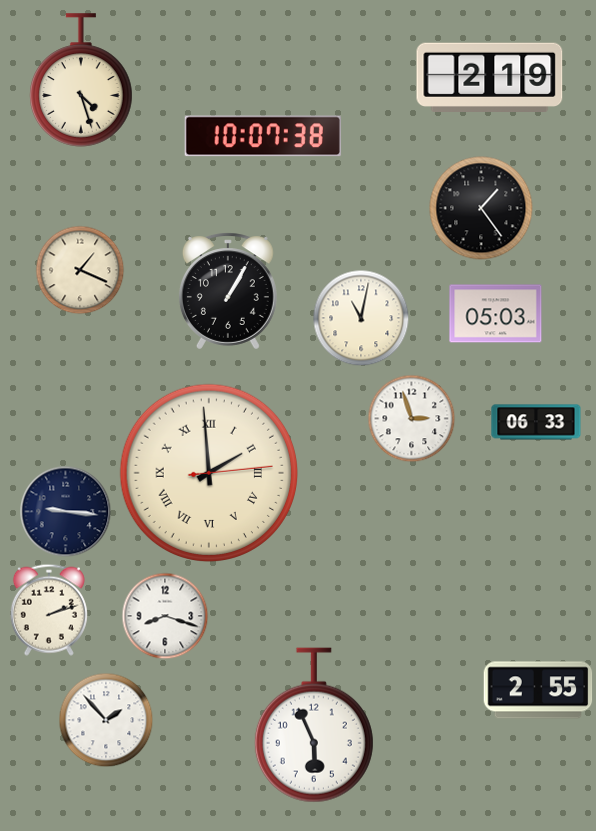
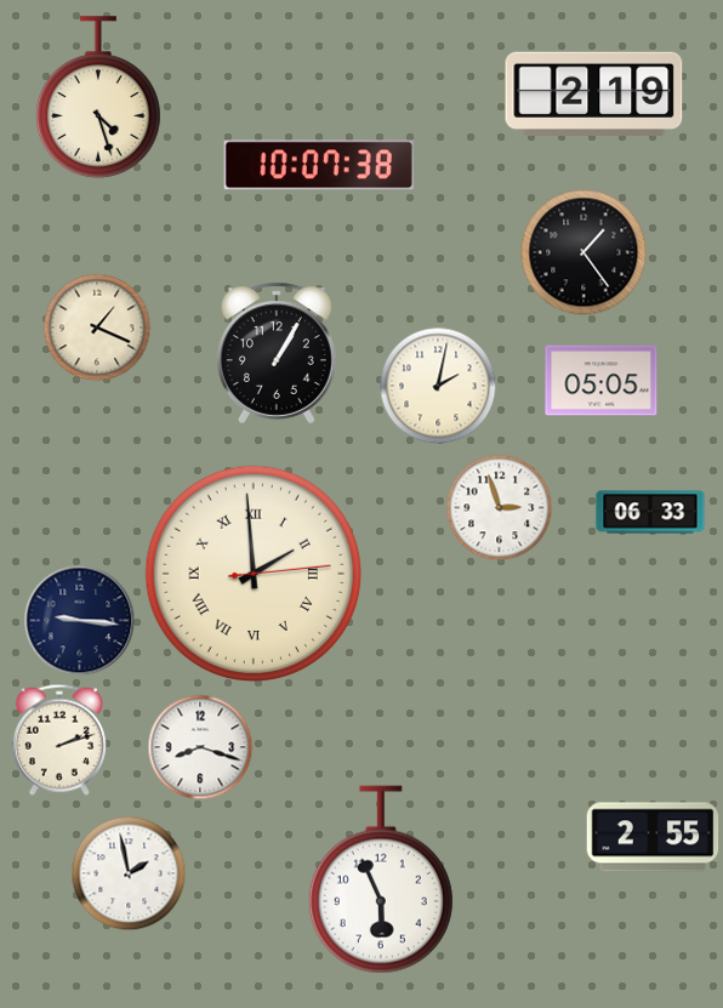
clock at (496, 314): 05:03 -> 05:05
clock at (361, 318): 11:02 -> 2:02
clock at (106, 720): 1:53 -> 1:58
